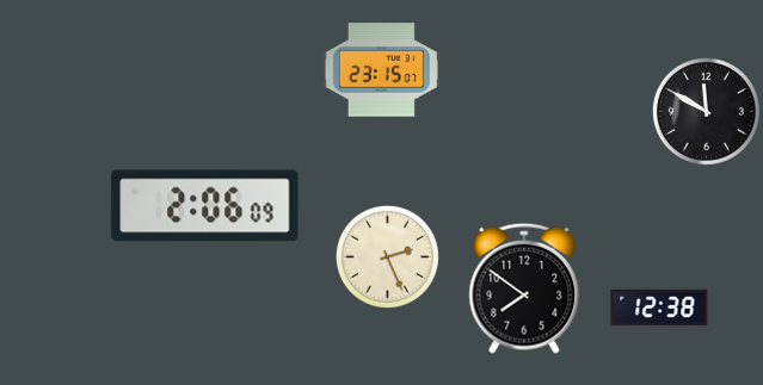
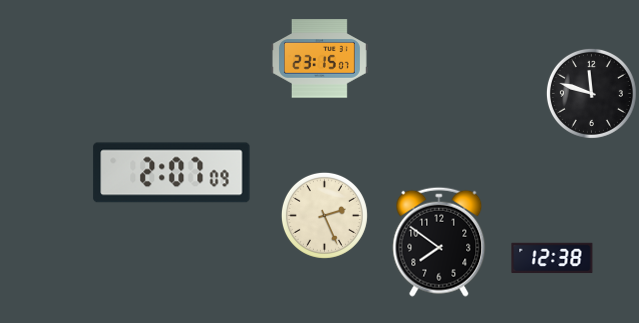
clock at (706, 111): 11:50 -> 11:48
clock at (205, 206): 2:06 -> 2:07
